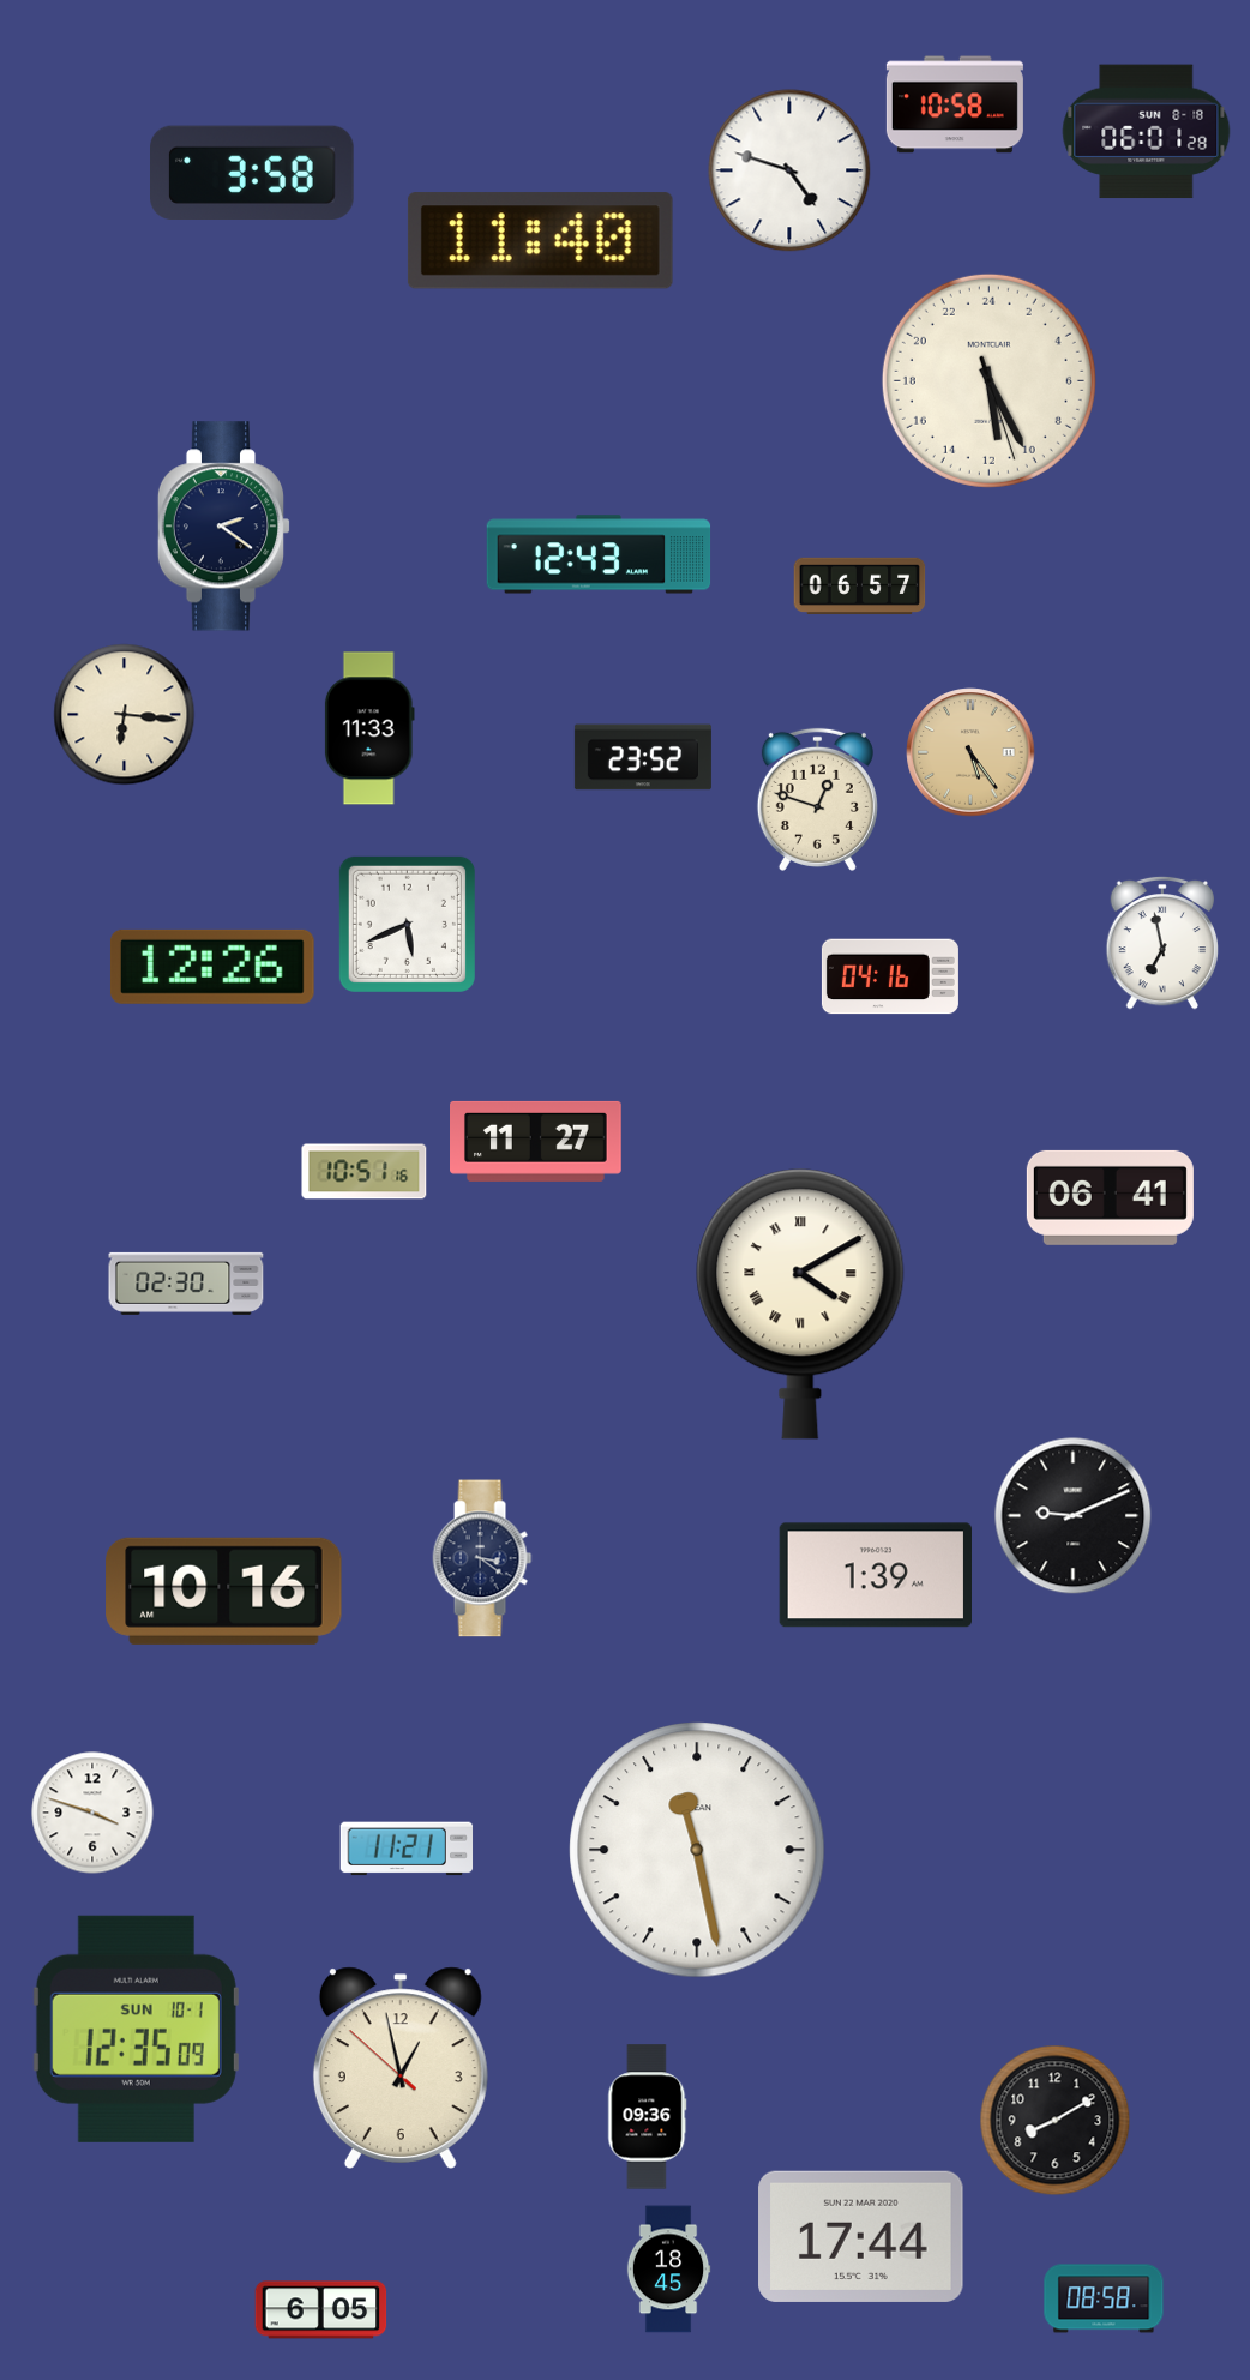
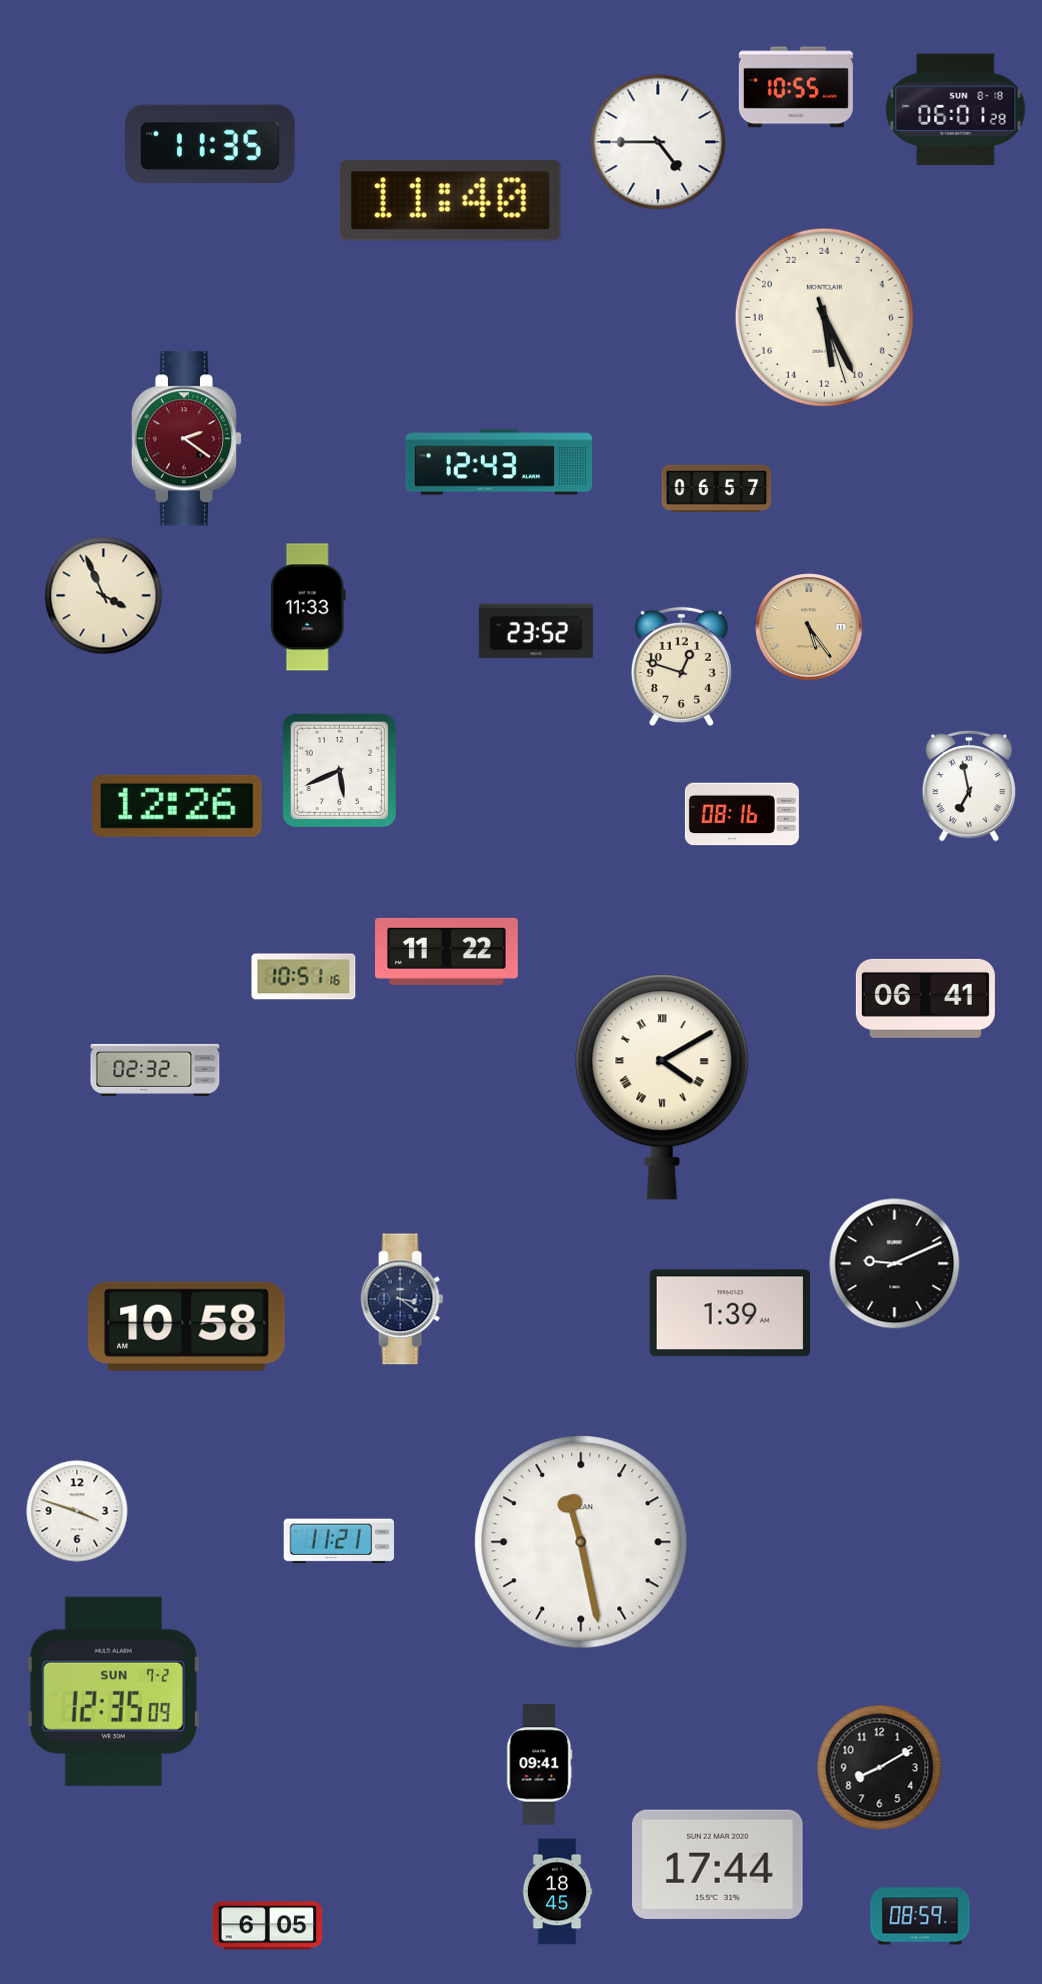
clock at (955, 104): 10:58 -> 10:55
clock at (789, 170): 4:48 -> 4:45
clock at (253, 172): 3:58 -> 11:35
clock at (224, 527) dial: navy -> burgundy
clock at (125, 715): 6:16 -> 3:56
clock at (890, 976): 04:16 -> 08:16
clock at (536, 1141): 11:27 -> 11:22
clock at (186, 1284): 02:30 -> 02:32
clock at (800, 1304) position: (800, 1304) -> (662, 1087)
clock at (224, 1591): 10:16 -> 10:58
clock at (136, 2029) date: SUN 10-1 -> SUN 7-2
clock at (401, 2067): 12:57 -> none
clock at (648, 2117): 09:36 -> 09:41
clock at (1104, 2298): 08:58 -> 08:59
